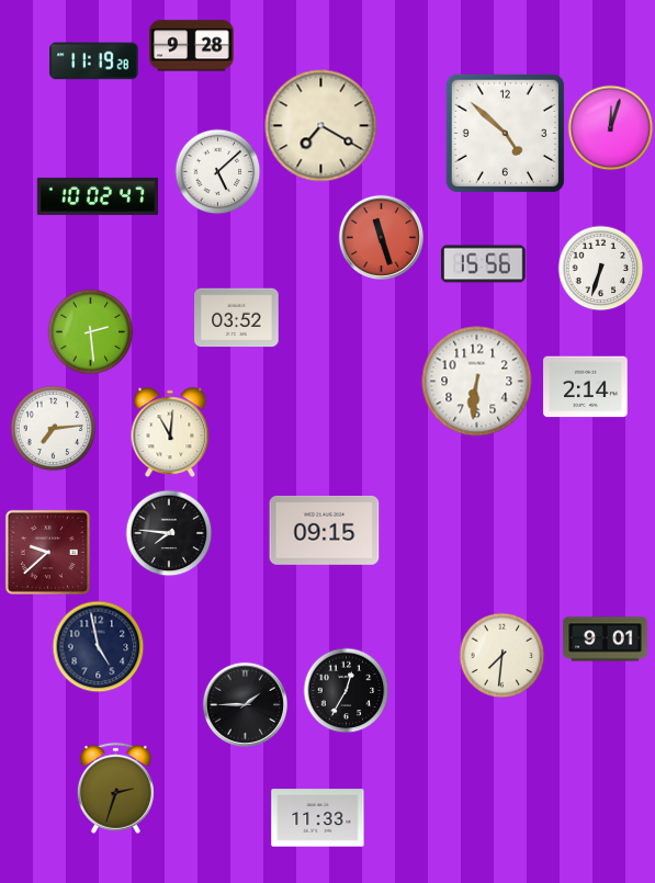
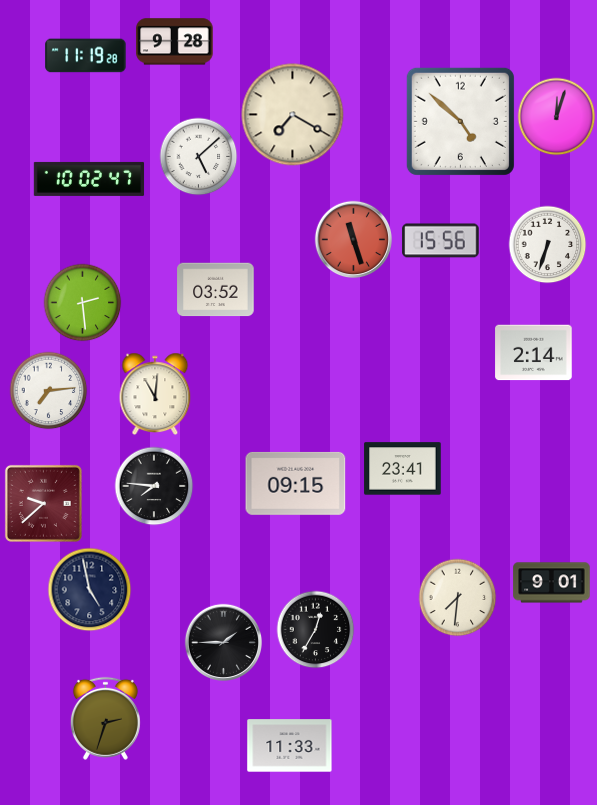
clock at (381, 237) position: (381, 237) -> (353, 239)
clock at (477, 382): 6:31 -> none
clock at (403, 469): none -> 23:41
